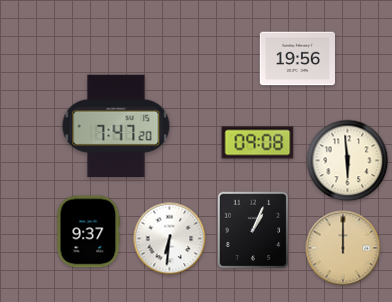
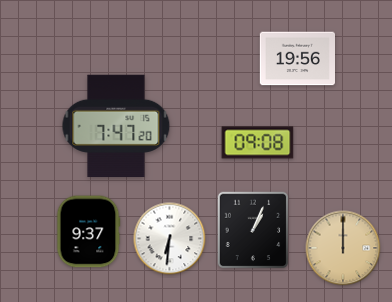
clock at (348, 161): 5:59 -> none
